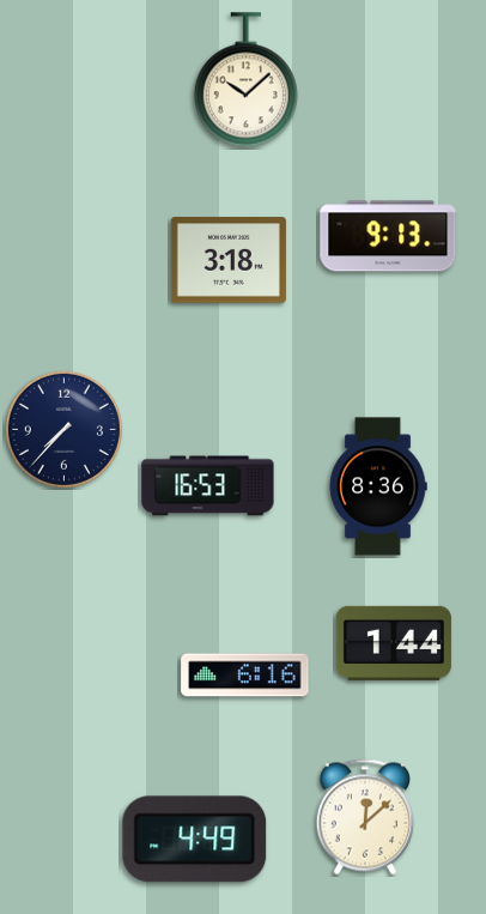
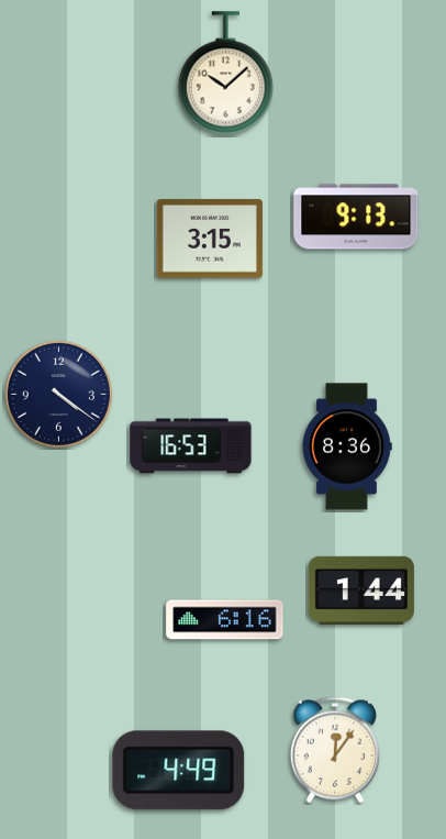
clock at (229, 260): 3:18 -> 3:15
clock at (63, 429): 7:37 -> 4:21
clock at (364, 817): 12:08 -> 12:06
